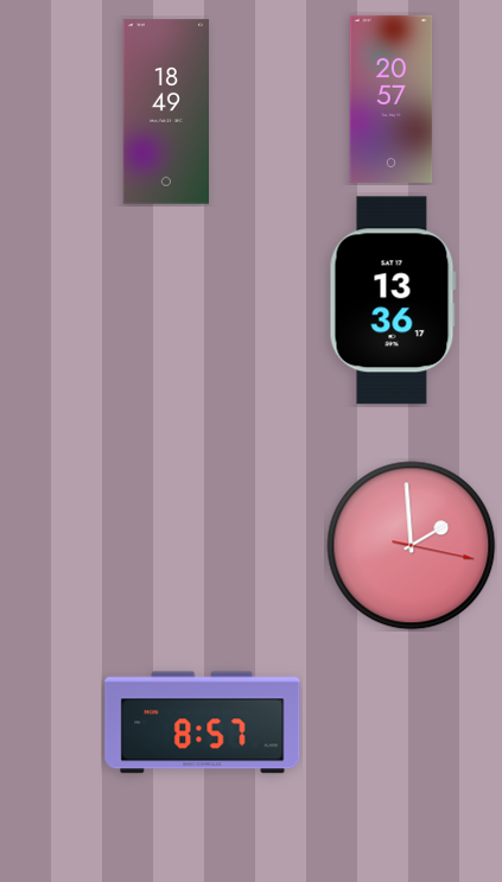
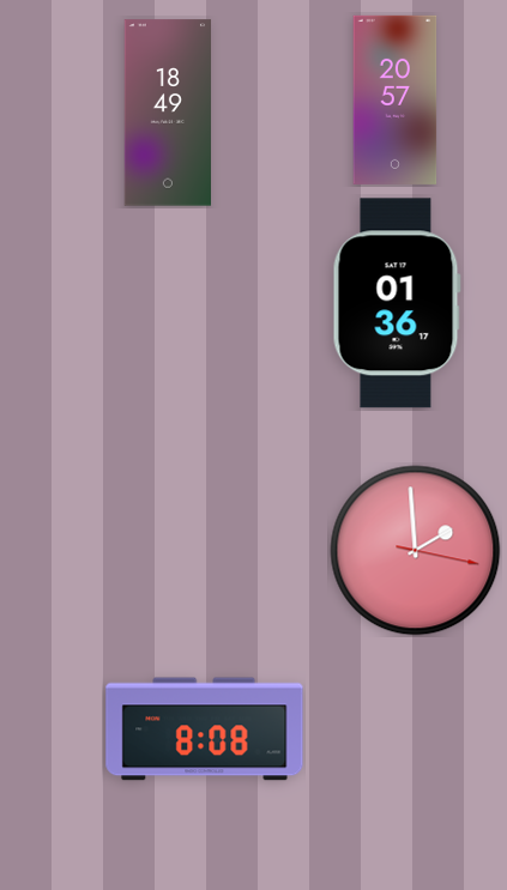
clock at (393, 300): 13:36 -> 01:36
clock at (203, 723): 8:57 -> 8:08
